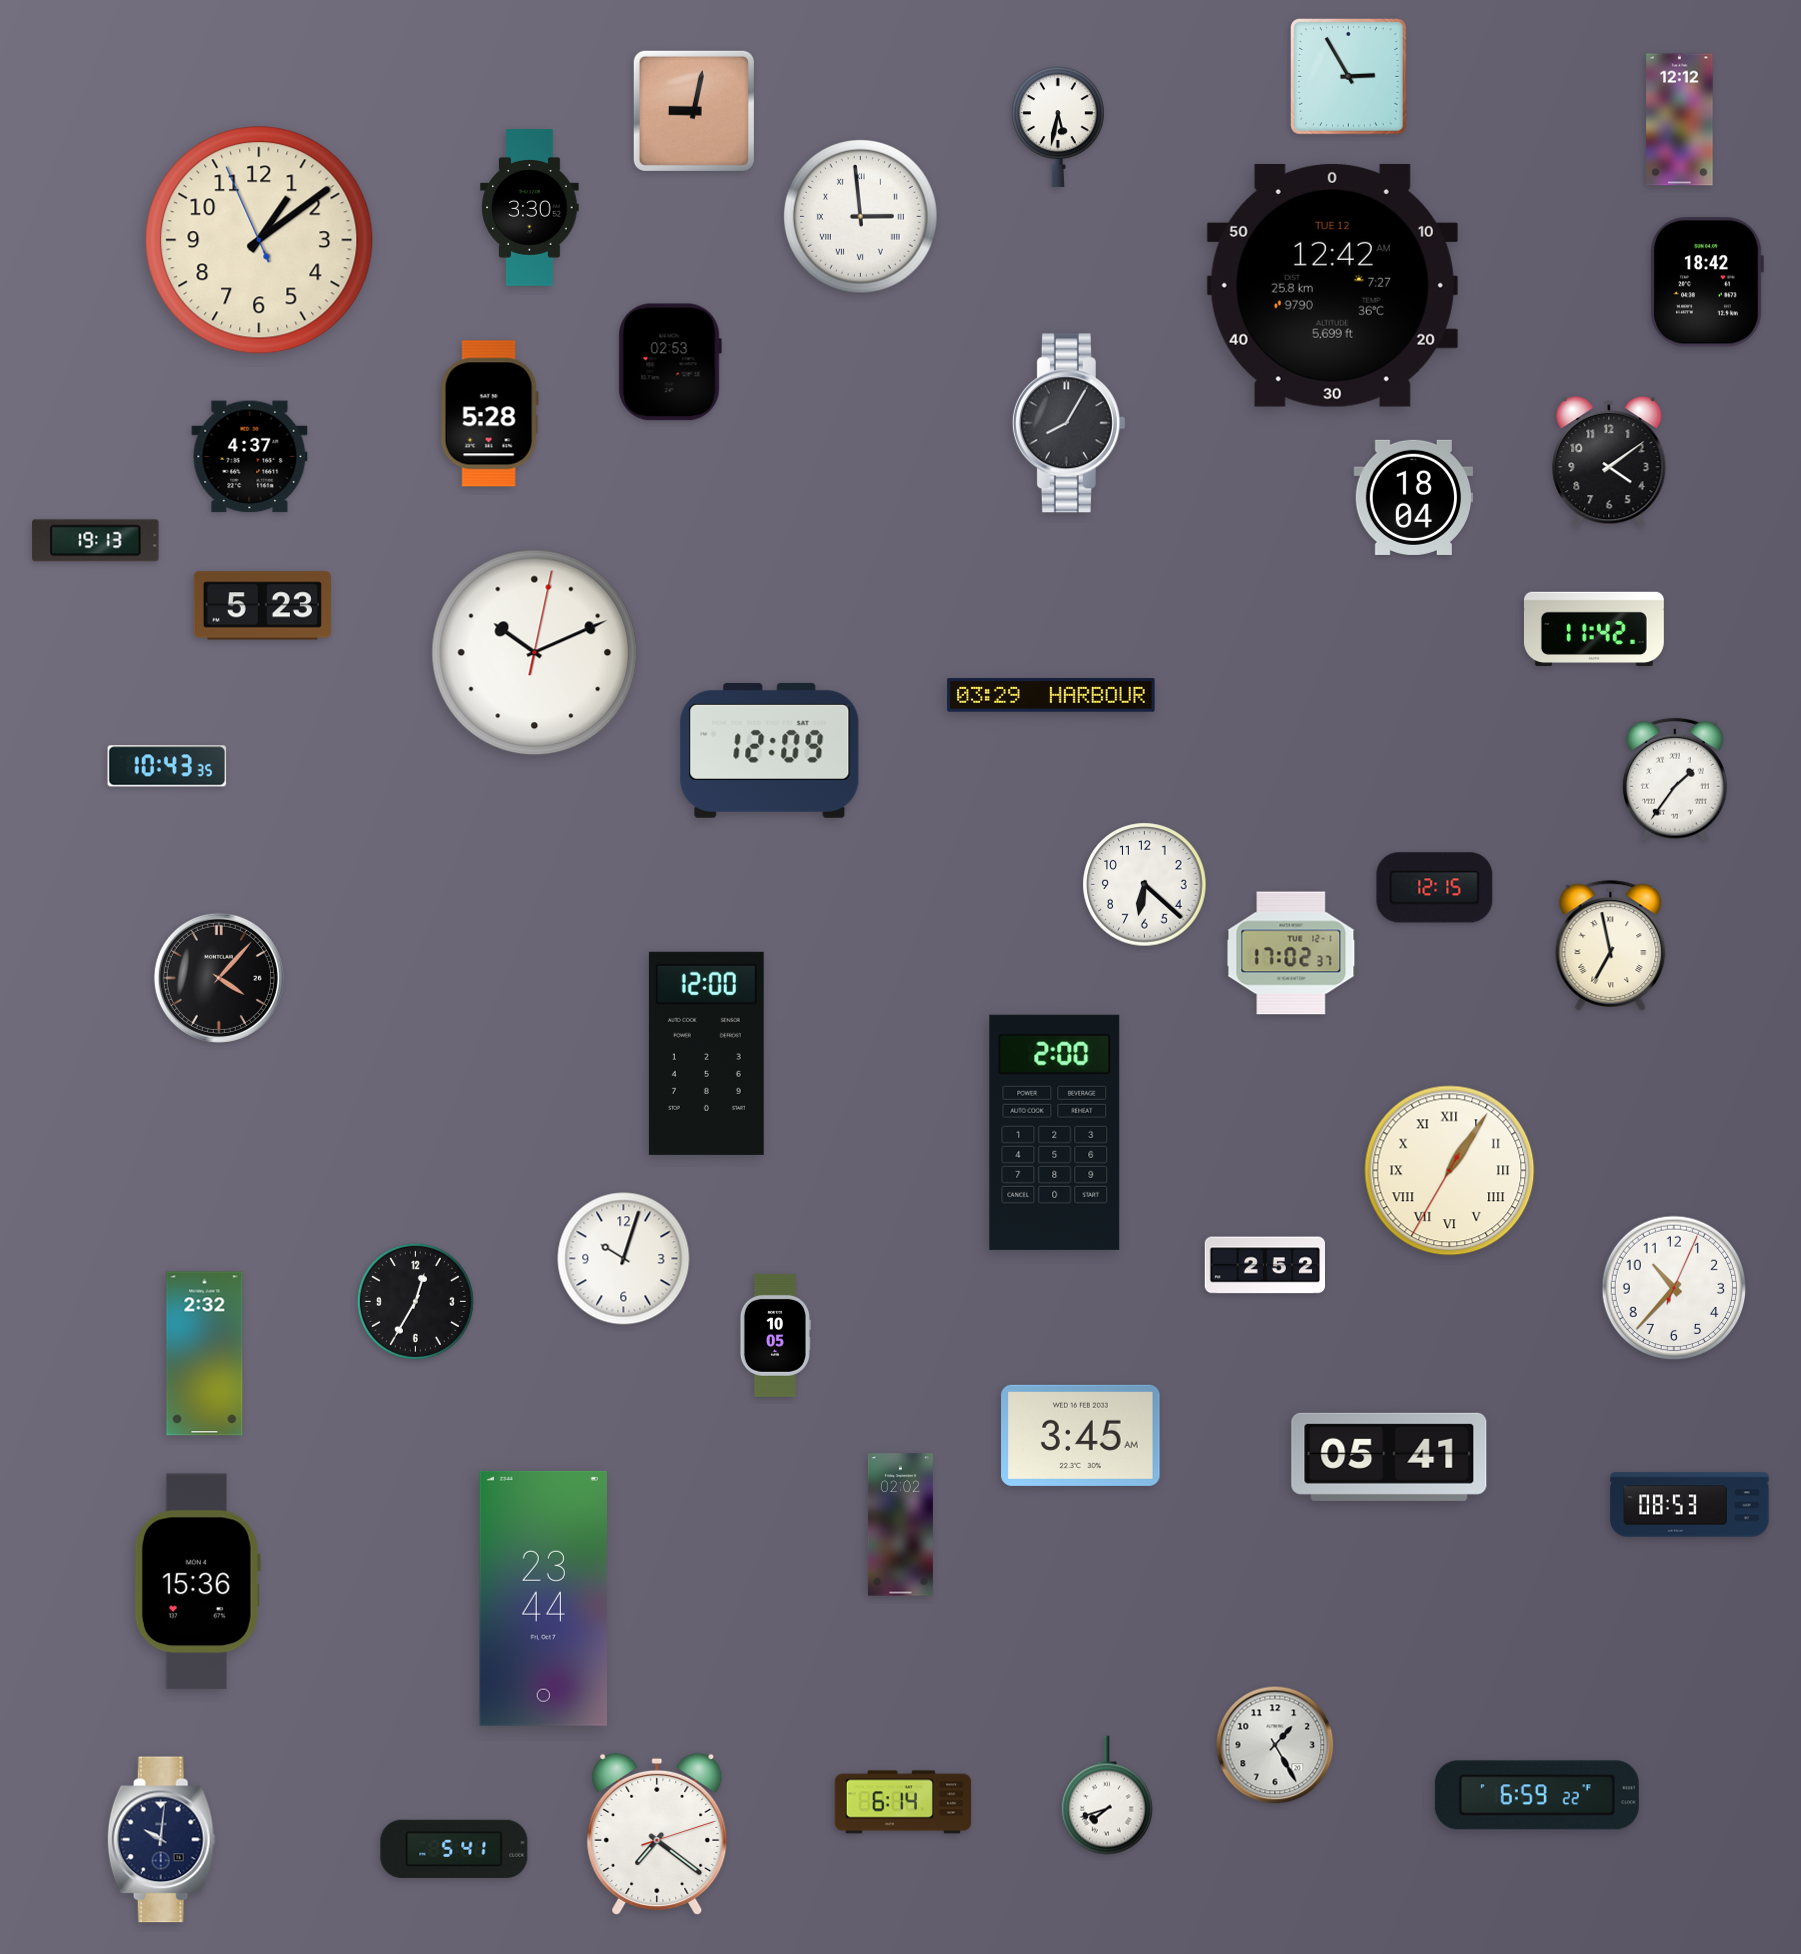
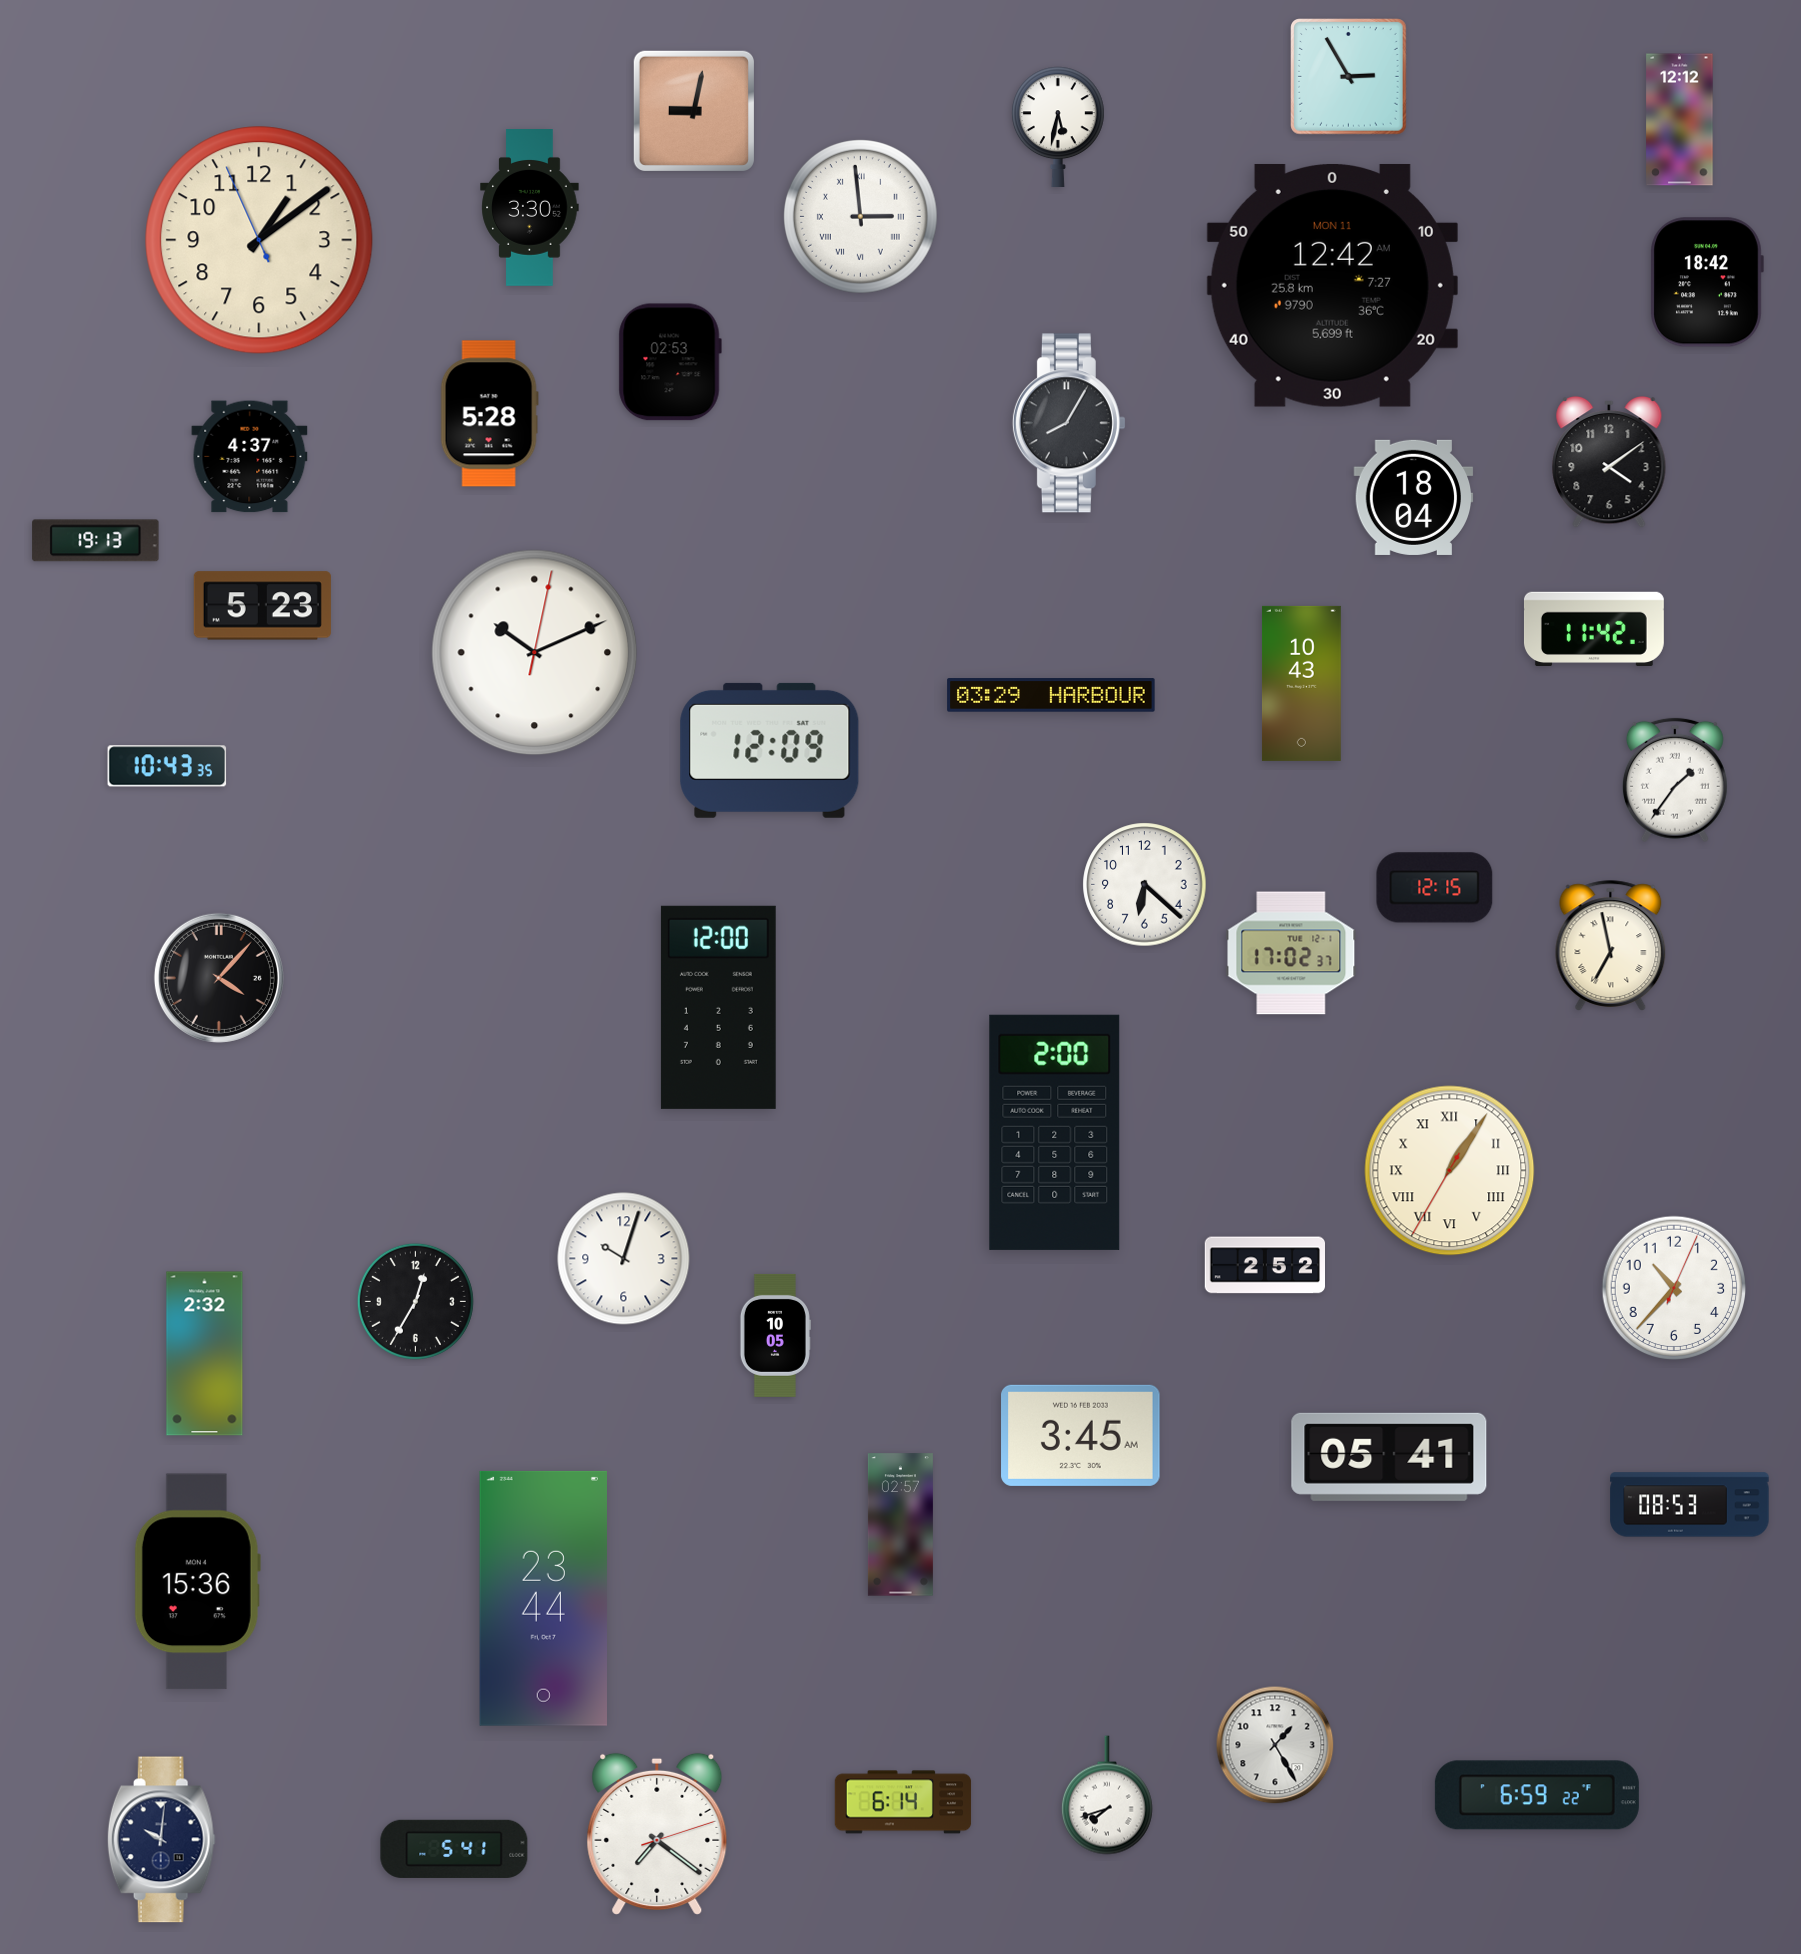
clock at (1332, 285) date: TUE 12 -> MON 11
clock at (1301, 683): none -> 10:43
clock at (706, 1053) position: (706, 1053) -> (718, 1007)
clock at (900, 1525): 02:02 -> 02:57
